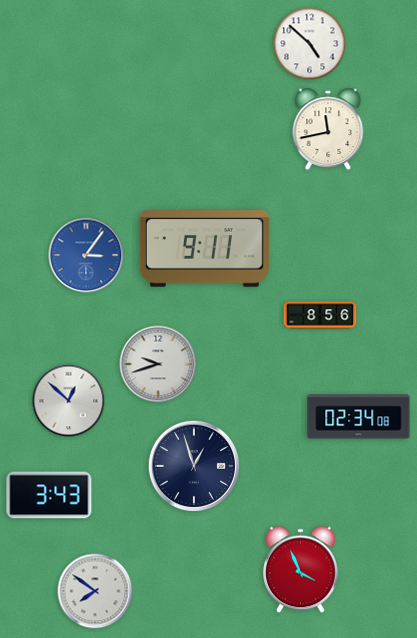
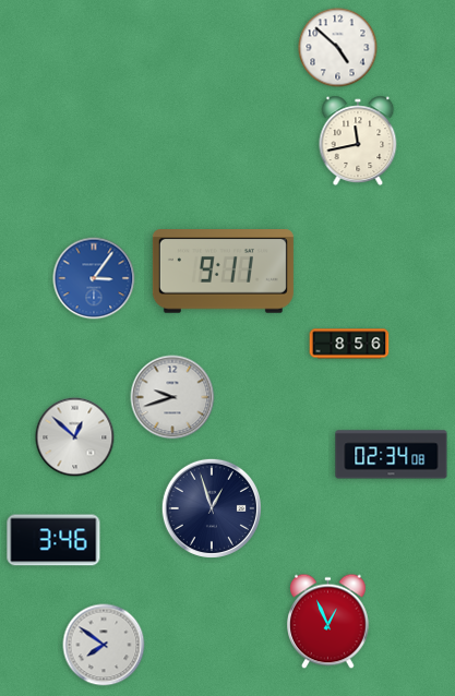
clock at (49, 495): 3:43 -> 3:46
clock at (301, 570): 3:56 -> 12:56
